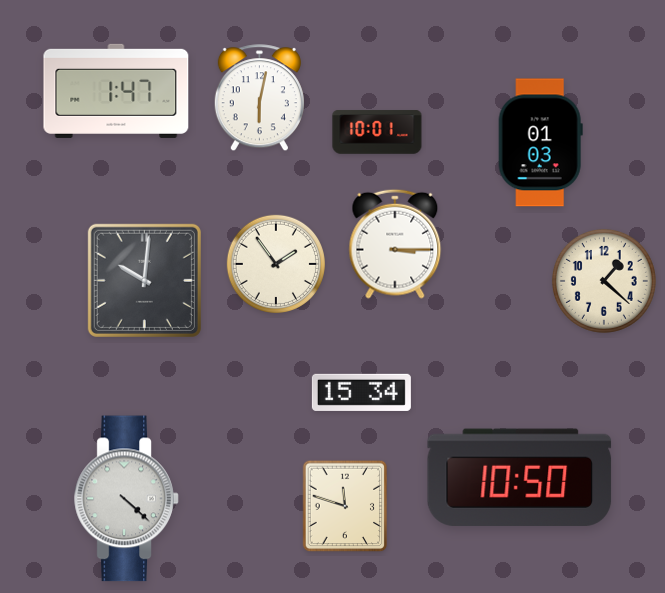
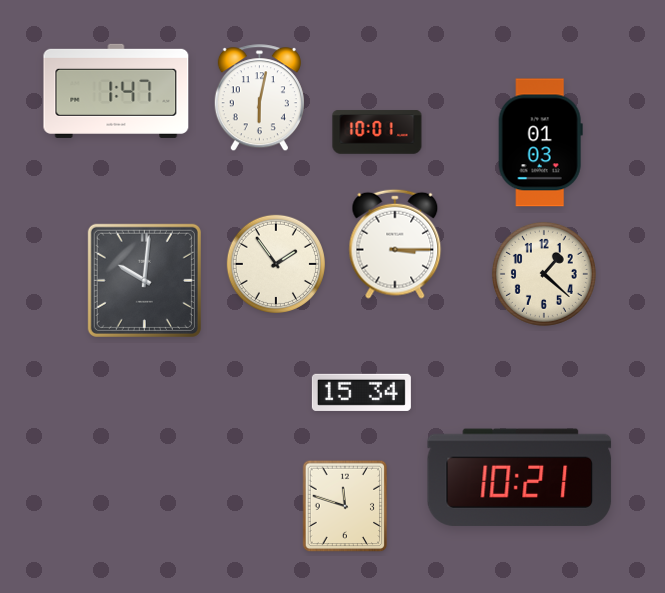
clock at (604, 281) position: (604, 281) -> (544, 274)
clock at (520, 477): 10:50 -> 10:21
clock at (127, 499): 4:22 -> none
